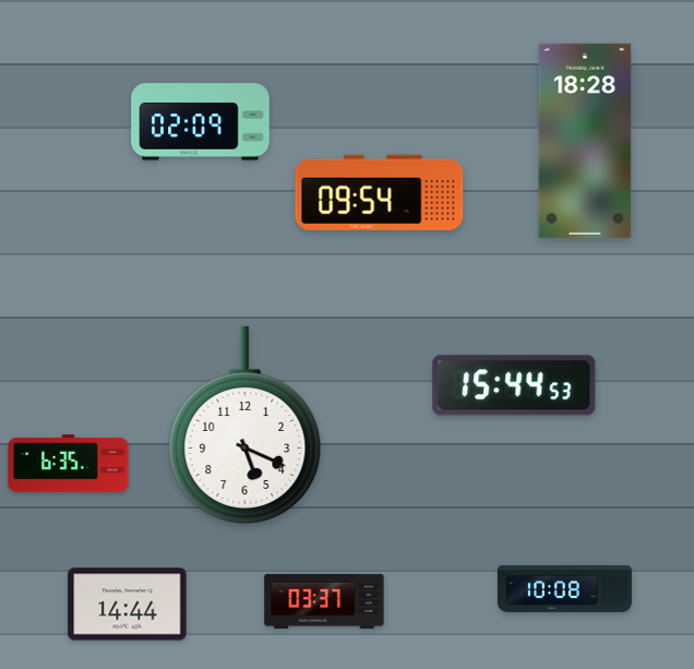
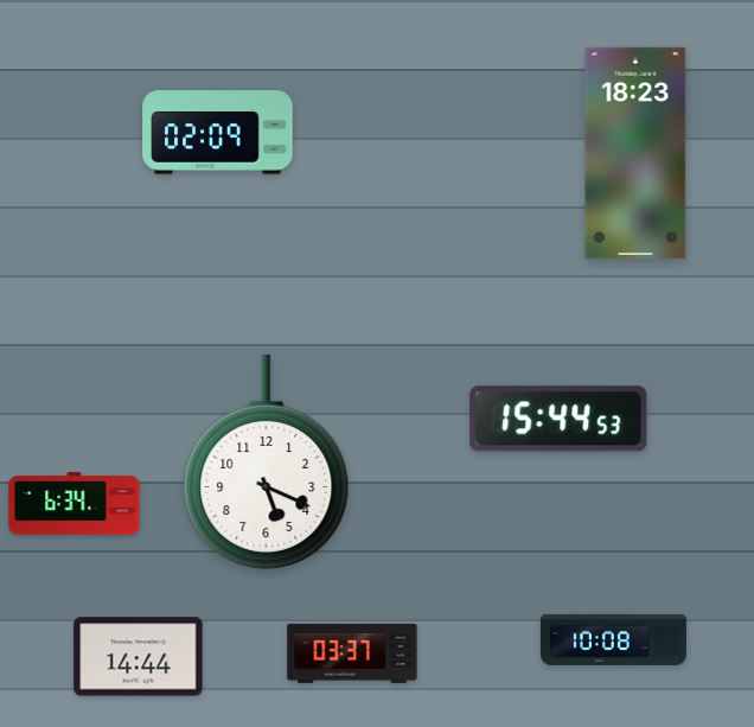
clock at (585, 141): 18:28 -> 18:23
clock at (380, 192): 09:54 -> none
clock at (69, 464): 6:35 -> 6:34
